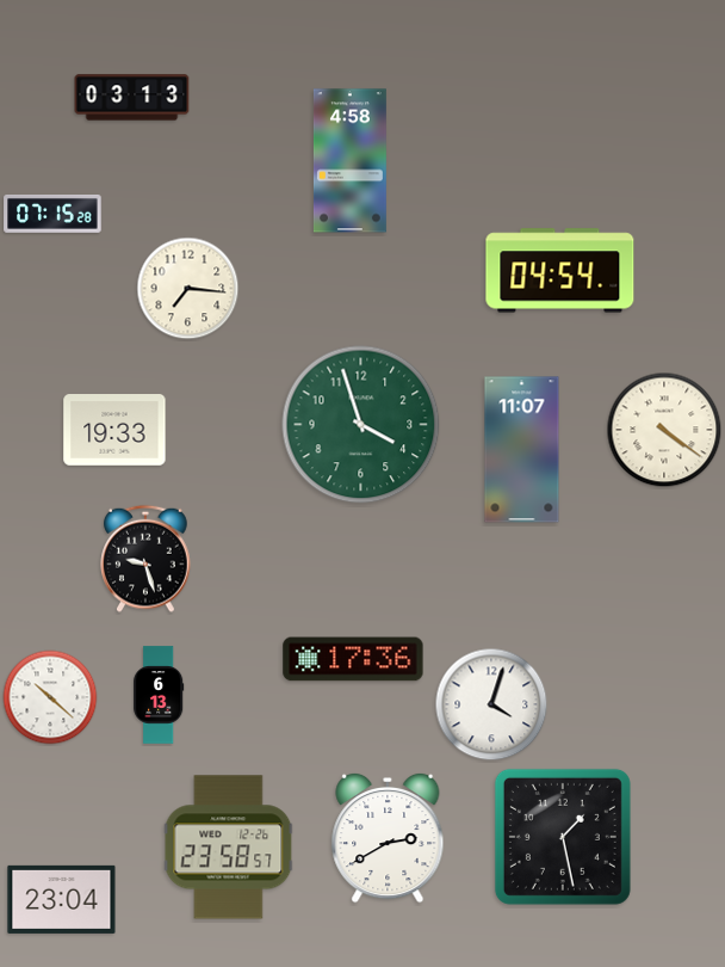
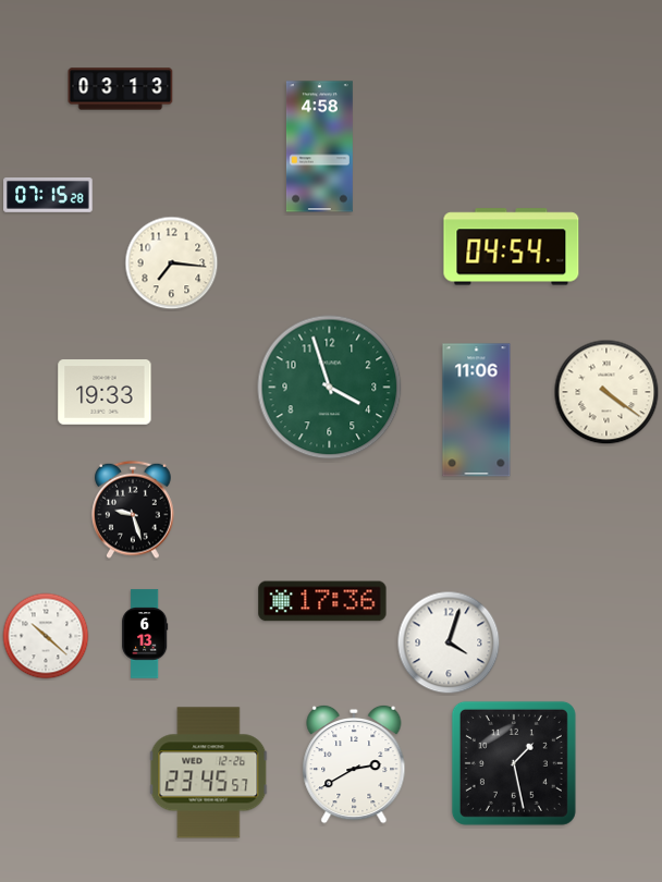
clock at (522, 450): 11:07 -> 11:06
clock at (229, 848): 23:58 -> 23:45
clock at (62, 899): 23:04 -> none
